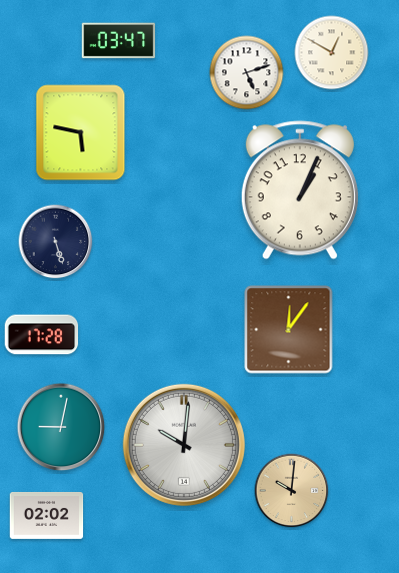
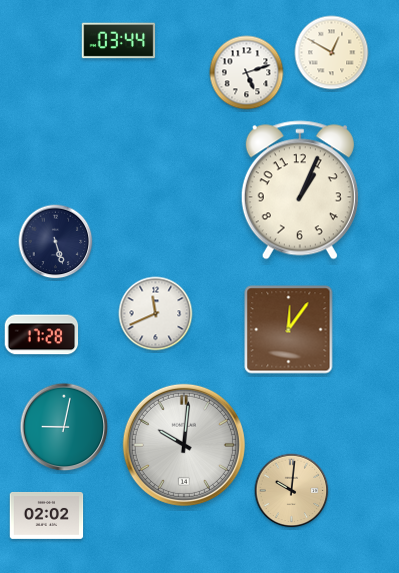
clock at (119, 41): 03:47 -> 03:44
clock at (81, 133): 5:47 -> none
clock at (156, 314): none -> 11:41
clock at (61, 427) position: (61, 427) -> (64, 427)
